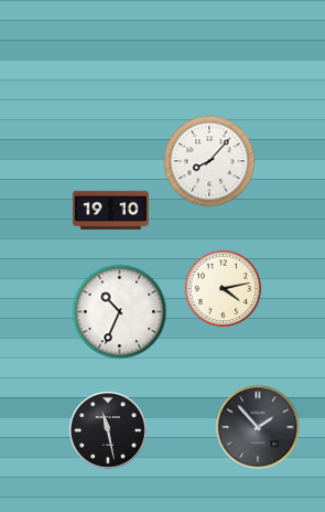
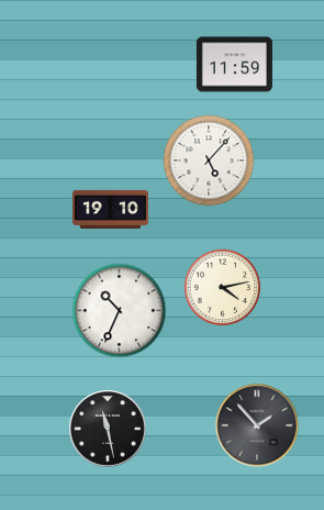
clock at (234, 65): none -> 11:59
clock at (209, 161): 8:07 -> 5:07
